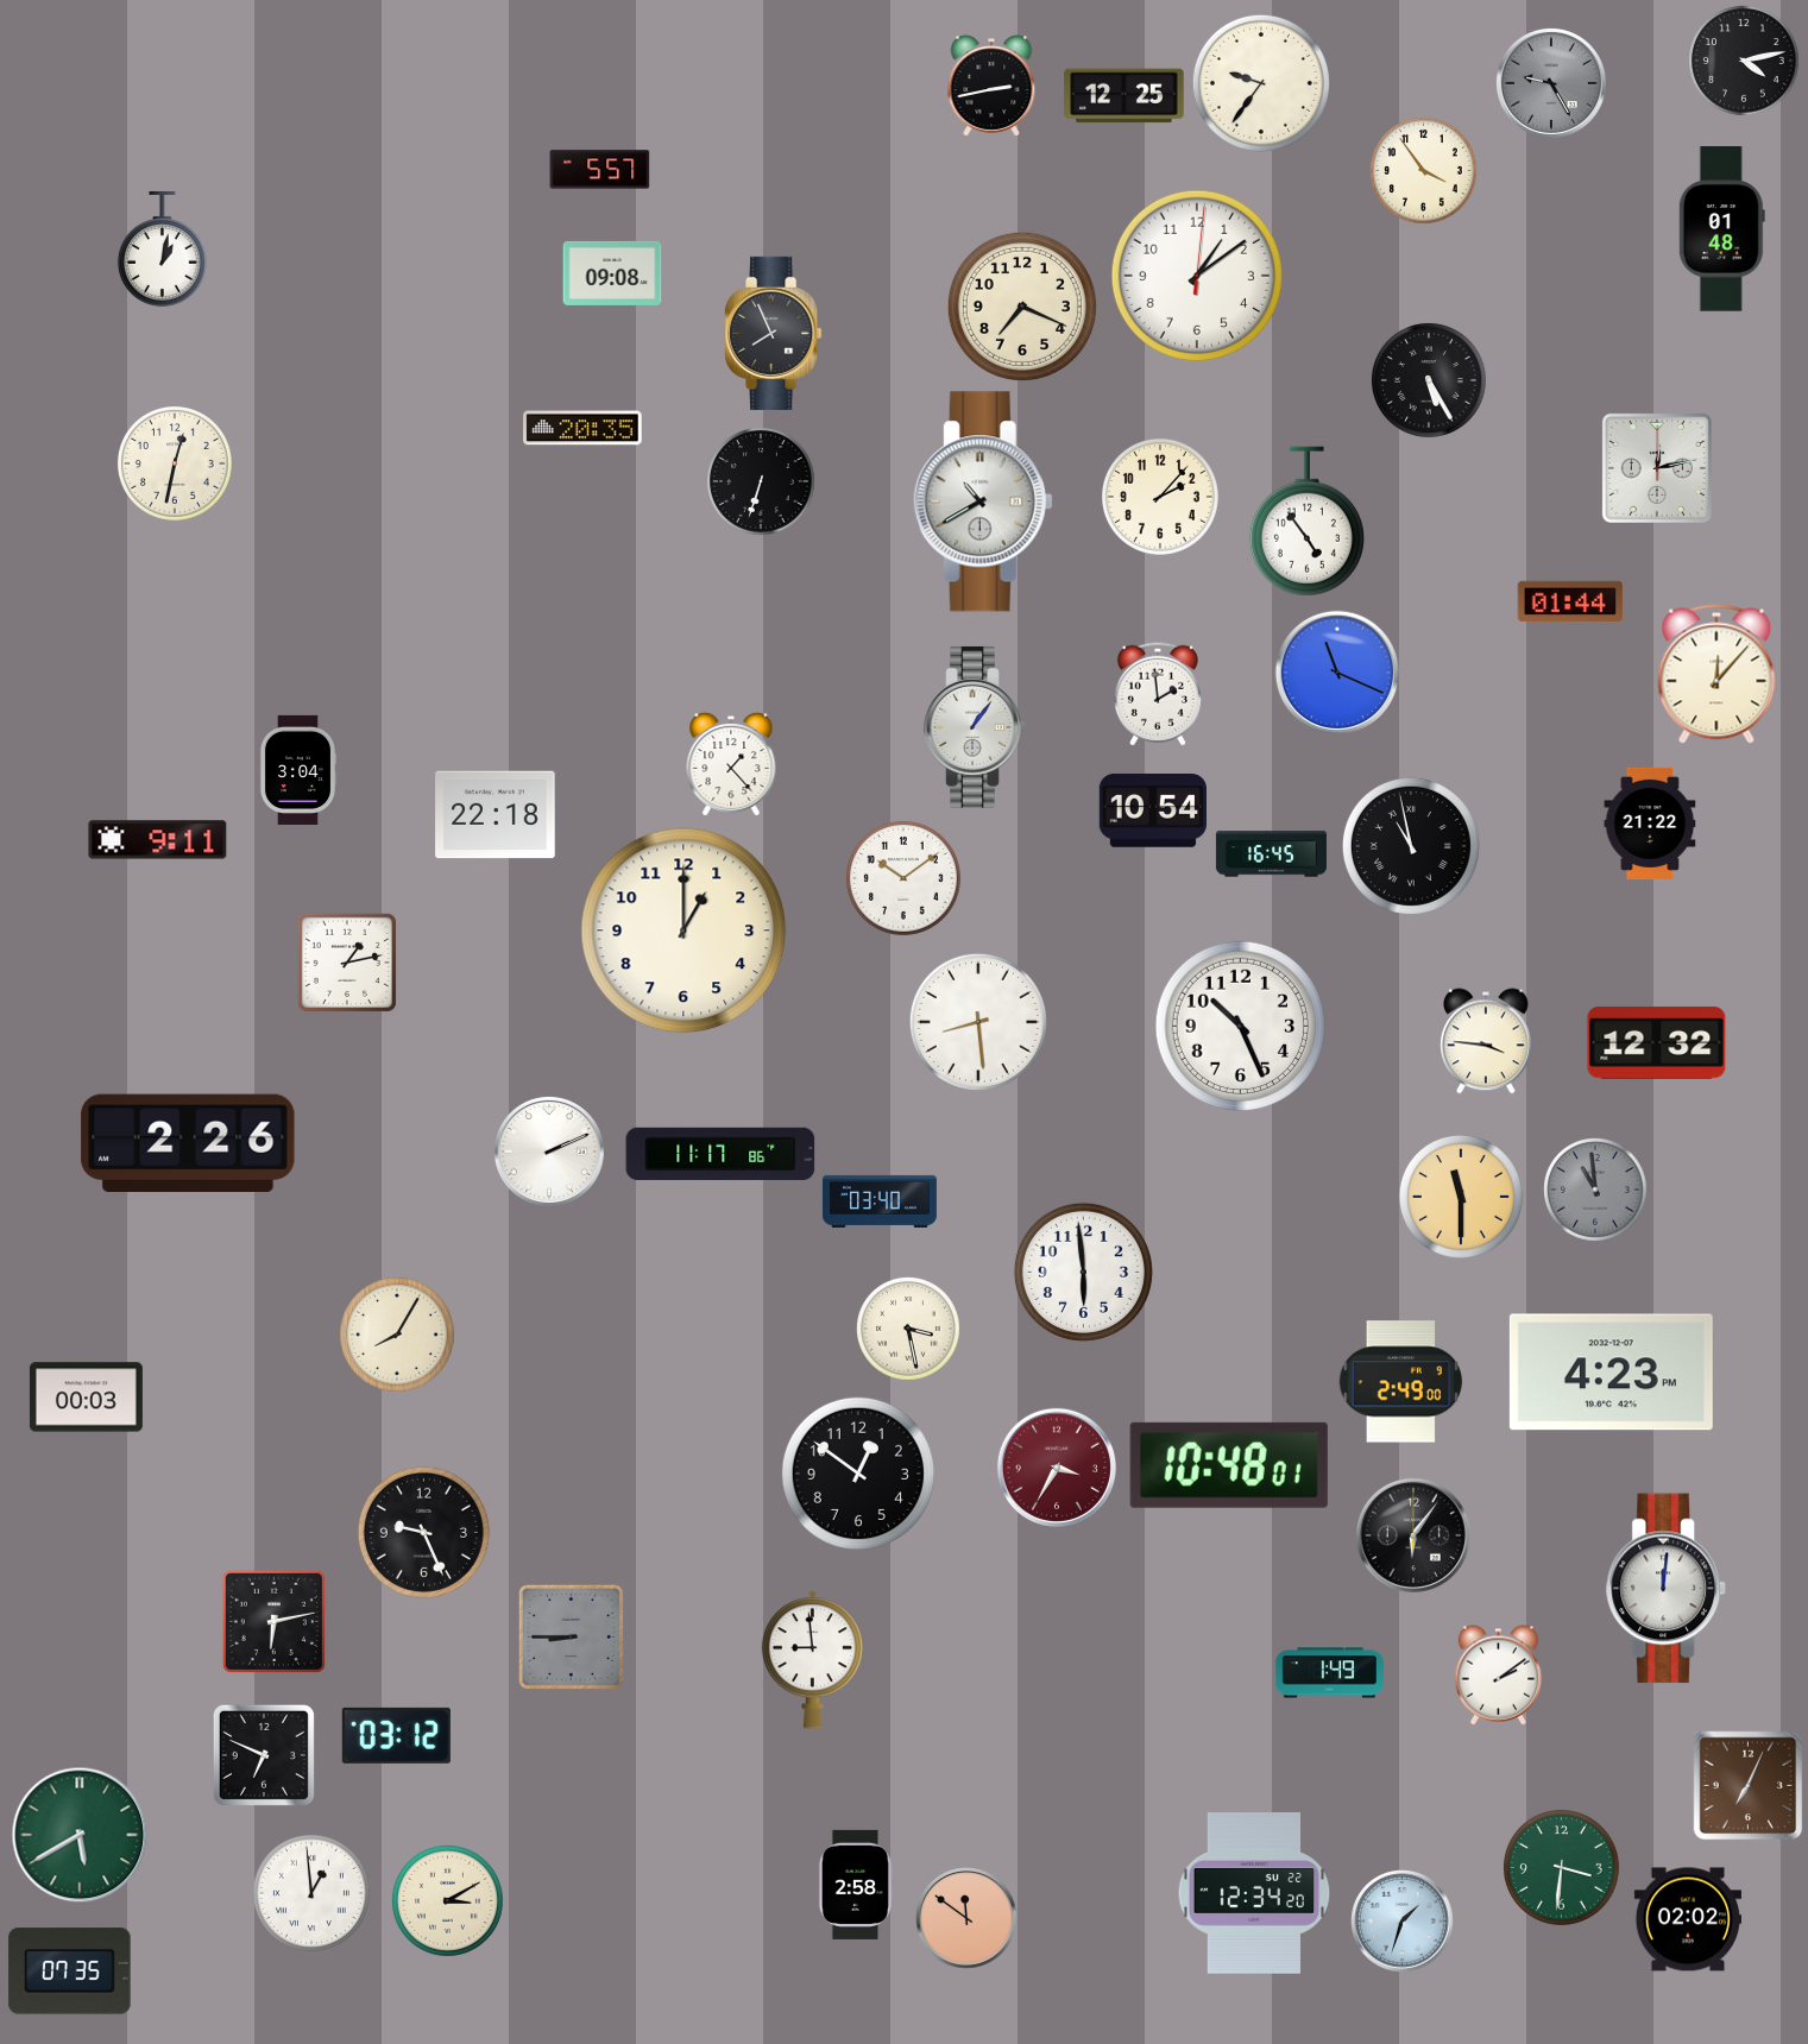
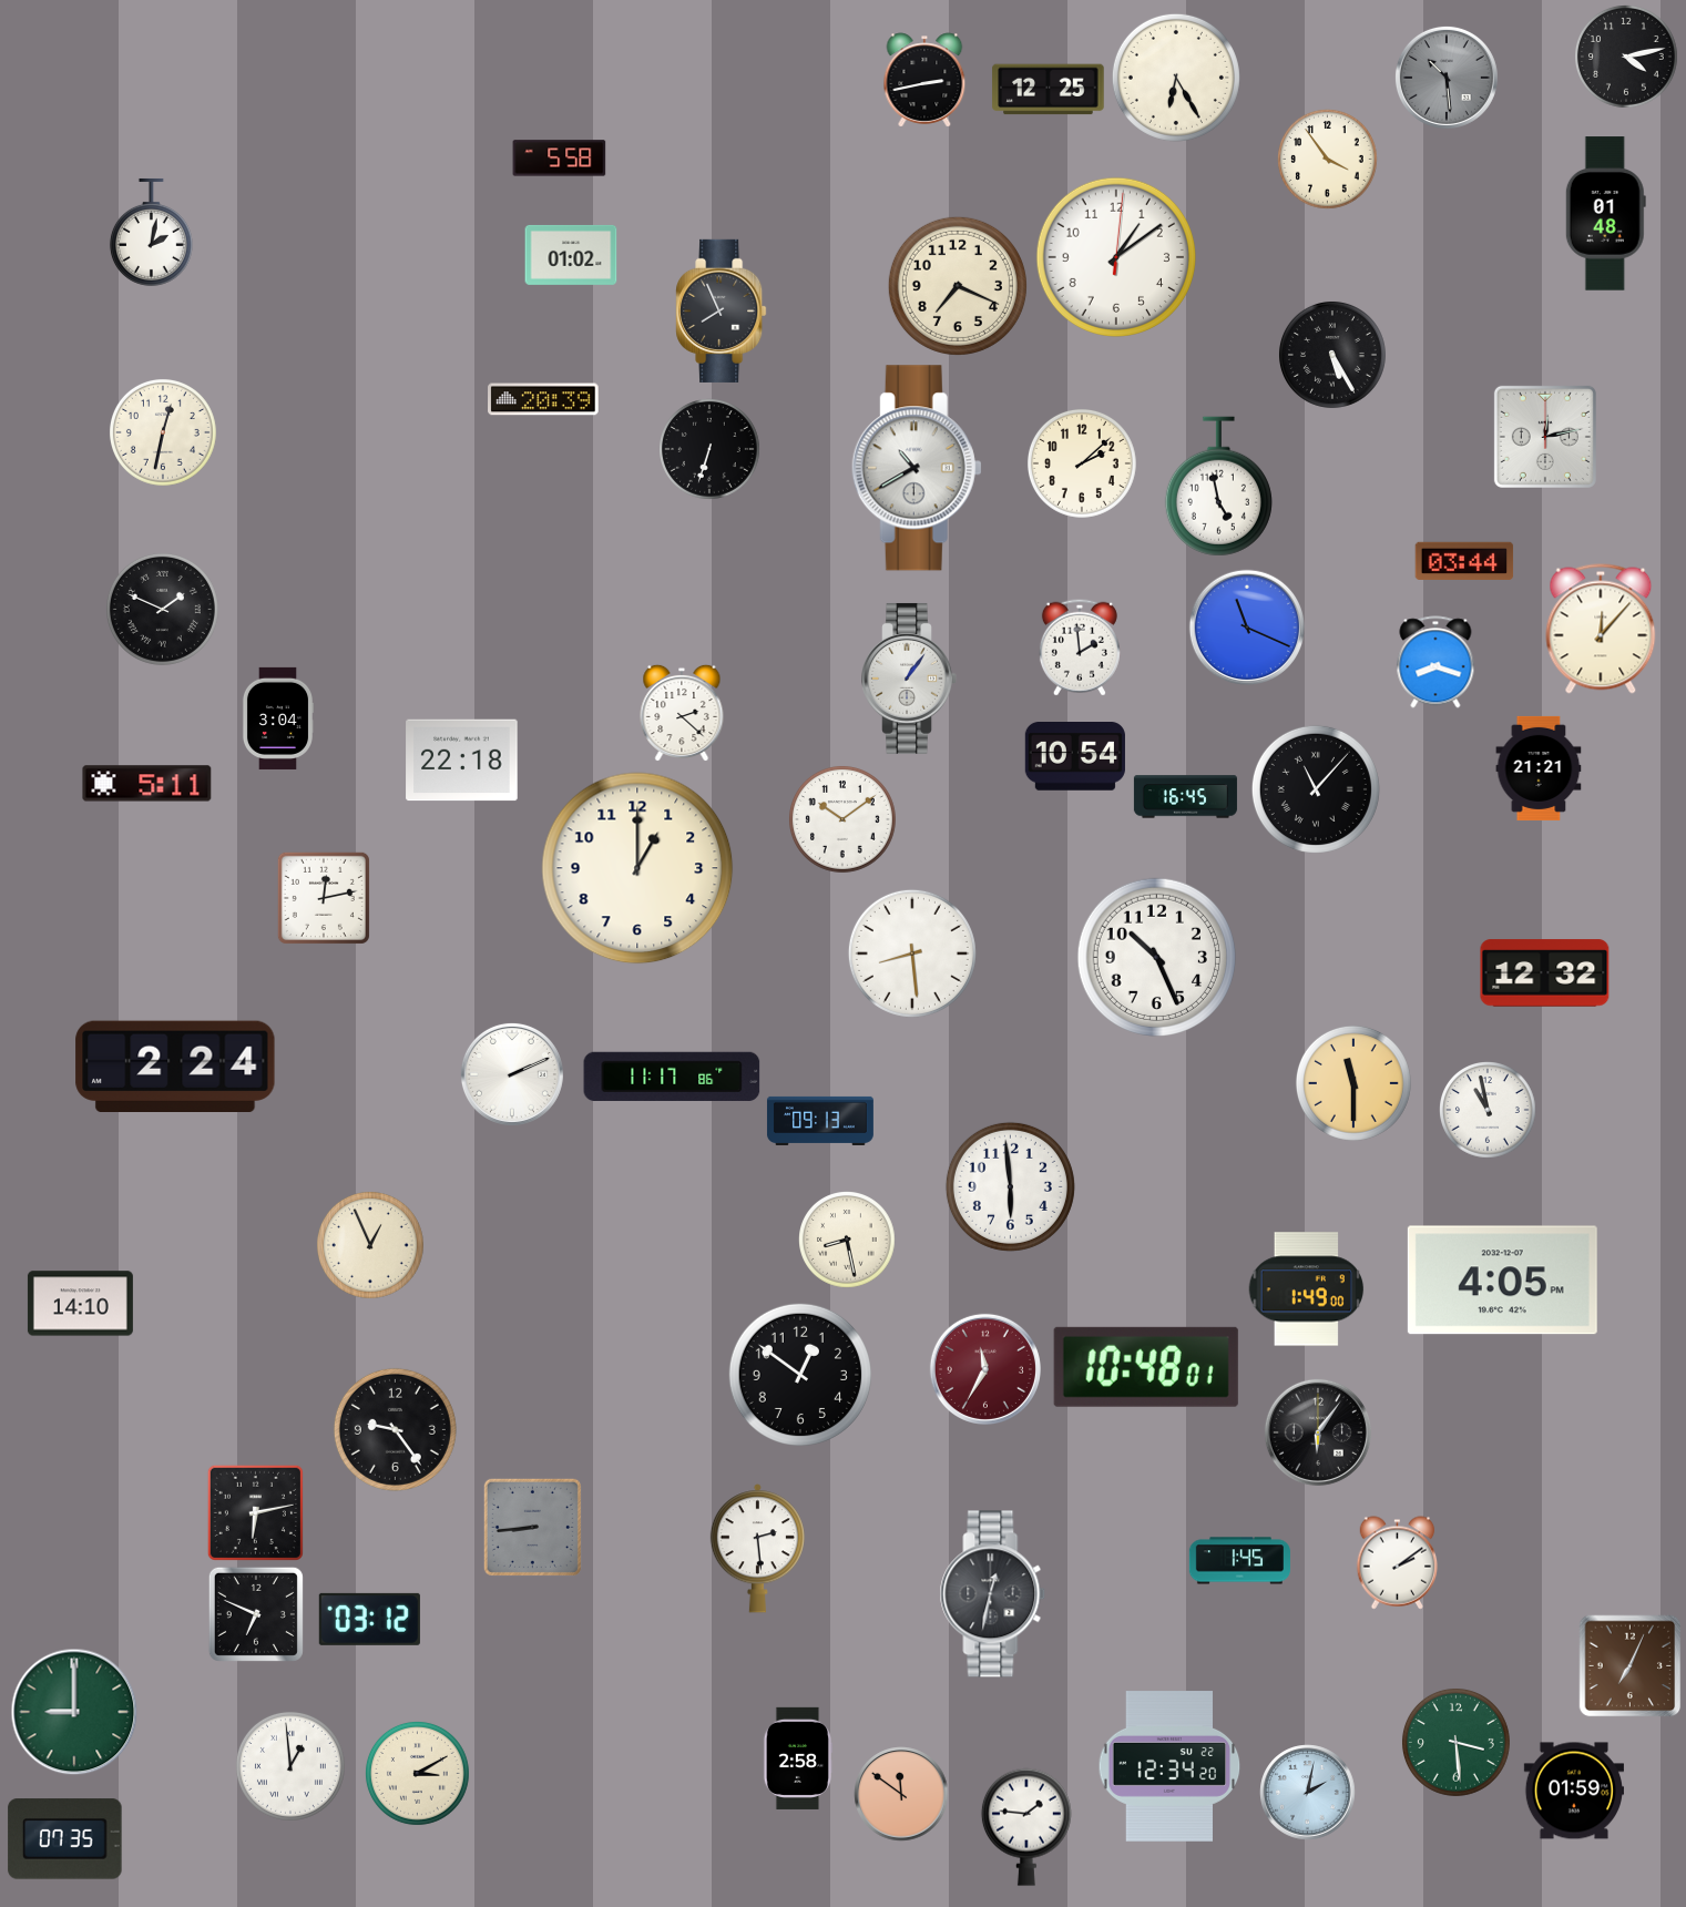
clock at (1261, 83): 9:36 -> 6:25
clock at (1551, 83): 9:25 -> 10:29
clock at (600, 170): 5:57 -> 5:58
clock at (162, 248): 1:02 -> 2:02
clock at (612, 273): 09:08 -> 01:02
clock at (1022, 307) position: (1022, 307) -> (958, 286)
clock at (582, 428): 20:35 -> 20:39
clock at (1160, 497): 2:07 -> 2:08
clock at (1306, 522): 4:54 -> 4:58
clock at (1570, 601): 01:44 -> 03:44
clock at (162, 609): none -> 1:49
clock at (1435, 662): none -> 8:18
clock at (731, 764): 1:23 -> 2:22
clock at (1650, 824): 21:22 -> 21:21
clock at (158, 840): 9:11 -> 5:11
clock at (1411, 846): 10:58 -> 11:07
clock at (347, 963): 1:13 -> 12:13
clock at (1487, 1041): 3:46 -> none
clock at (188, 1142): 2:26 -> 2:24
clock at (1595, 1190): 10:59 -> 10:58
clock at (1595, 1190) dial: grey -> white
clock at (1461, 1197) position: (1461, 1197) -> (1353, 1083)
clock at (880, 1201): 03:40 -> 09:13
clock at (908, 1329): 3:28 -> 8:28
clock at (397, 1335): 8:05 -> 12:56
clock at (1611, 1373): 4:23 -> 4:05
clock at (1401, 1382): 2:49 -> 1:49
clock at (86, 1398): 00:03 -> 14:10
clock at (1057, 1468): 3:35 -> 11:35
clock at (423, 1532): 9:26 -> 9:24
clock at (1665, 1589): 12:01 -> none
clock at (571, 1636): 8:45 -> 8:44
clock at (812, 1660): 8:59 -> 2:29
clock at (1329, 1673): 1:49 -> 1:45
clock at (993, 1594): none -> 12:32
clock at (264, 1755) position: (264, 1755) -> (256, 1614)
clock at (80, 1835): 5:40 -> 9:00
clock at (1561, 1867): 3:31 -> 3:29
clock at (966, 1918) position: (966, 1918) -> (901, 1794)
clock at (1687, 1919): 02:02 -> 01:59
clock at (1403, 1922): 1:33 -> 2:02
clock at (1026, 1827): none -> 1:46
